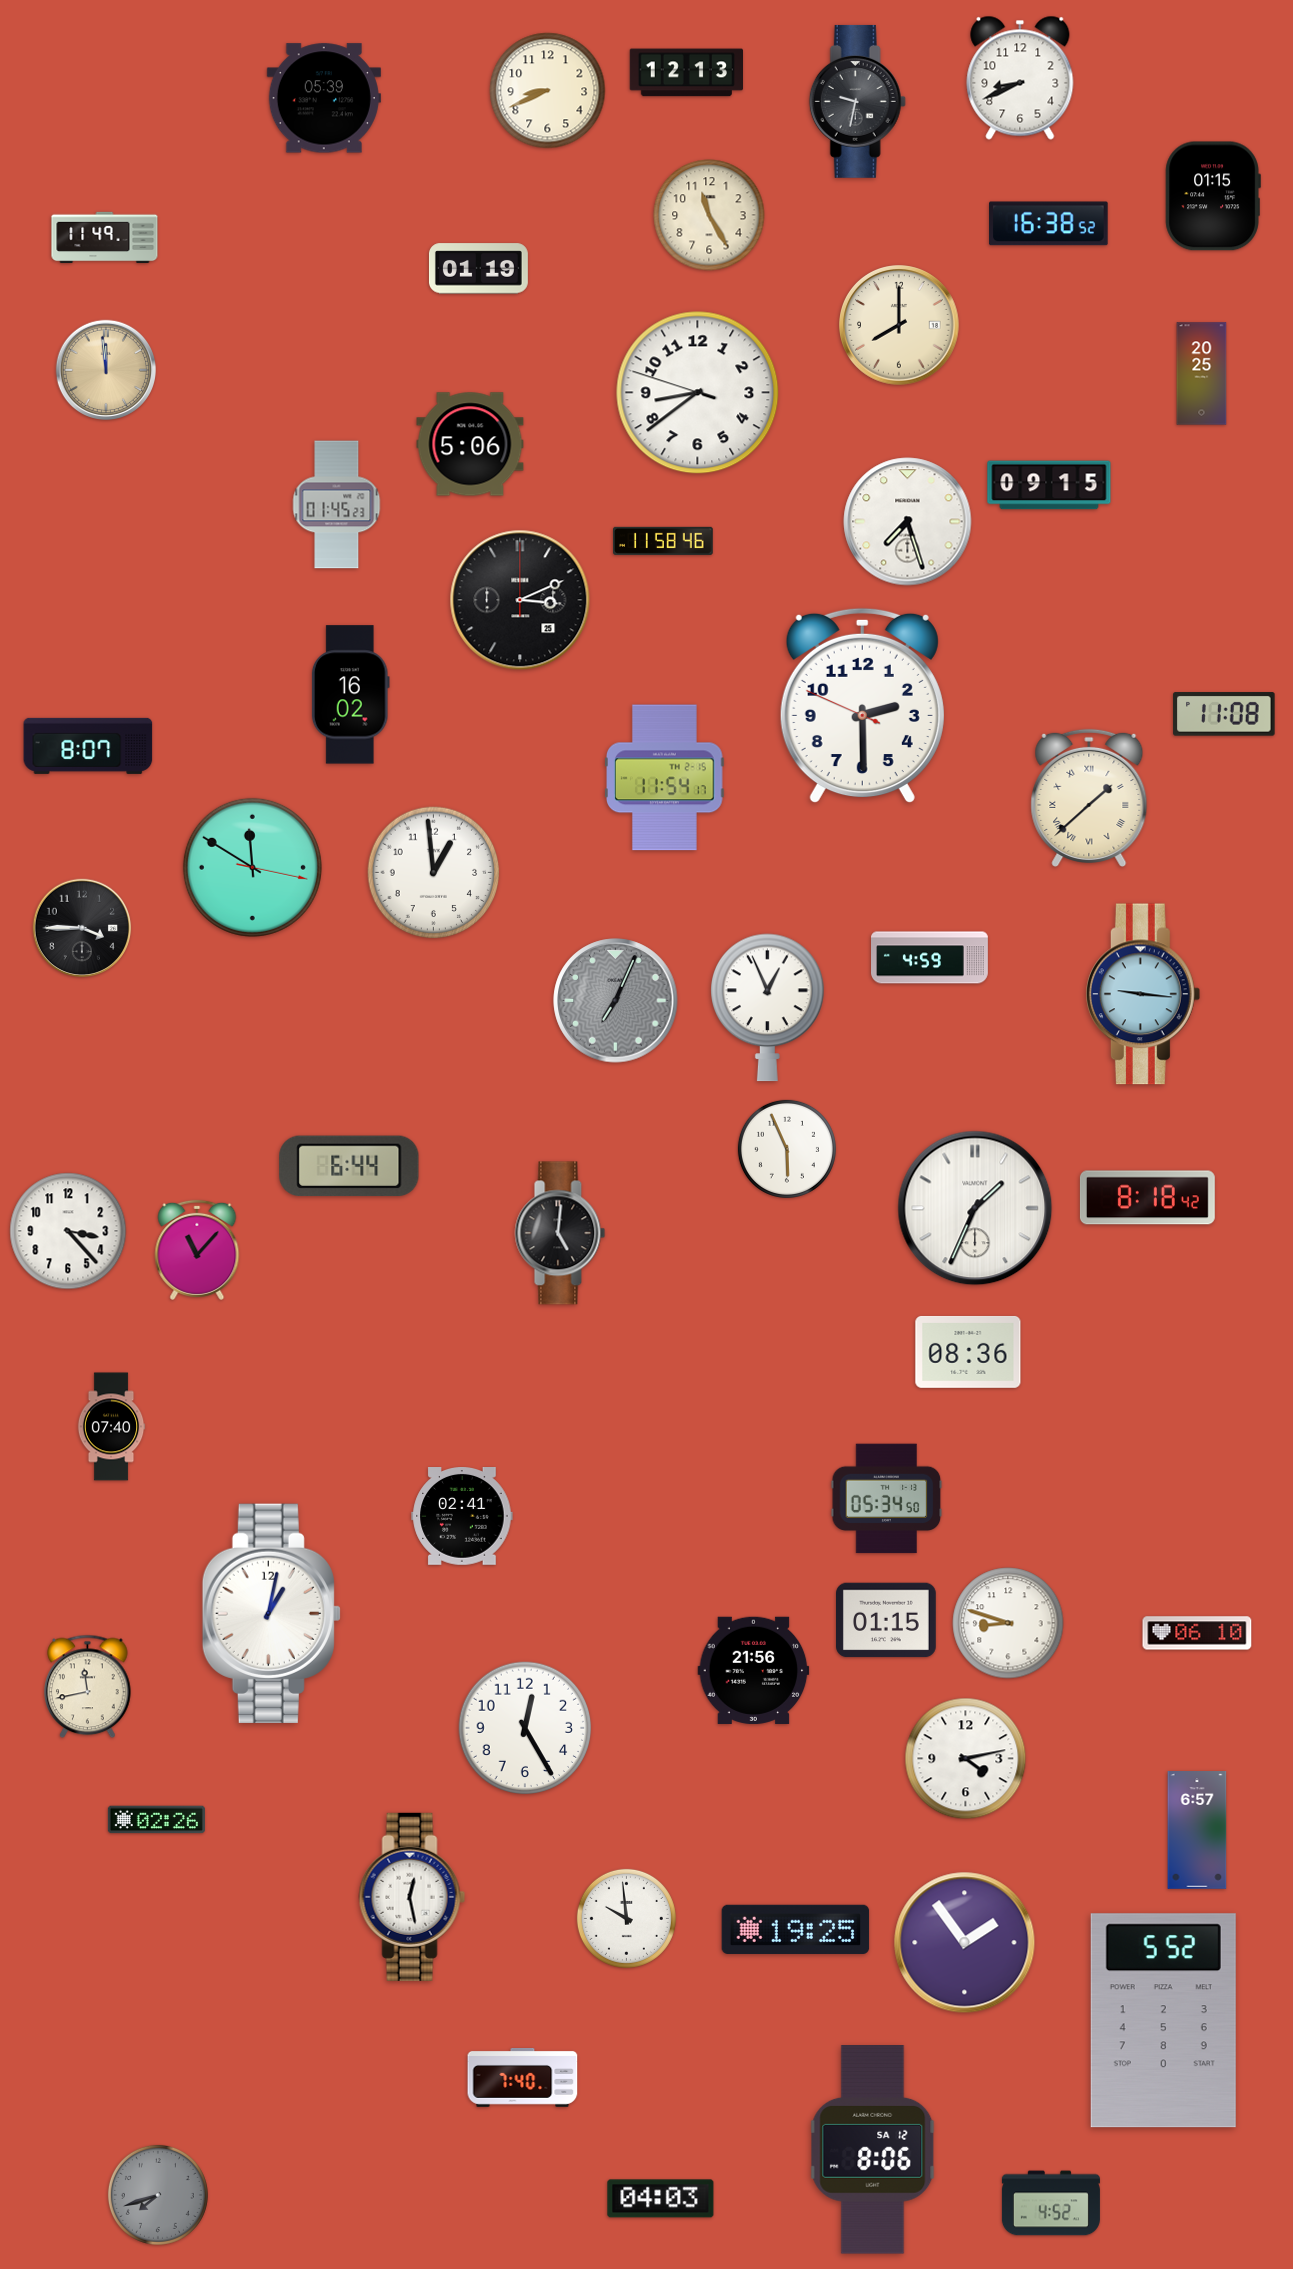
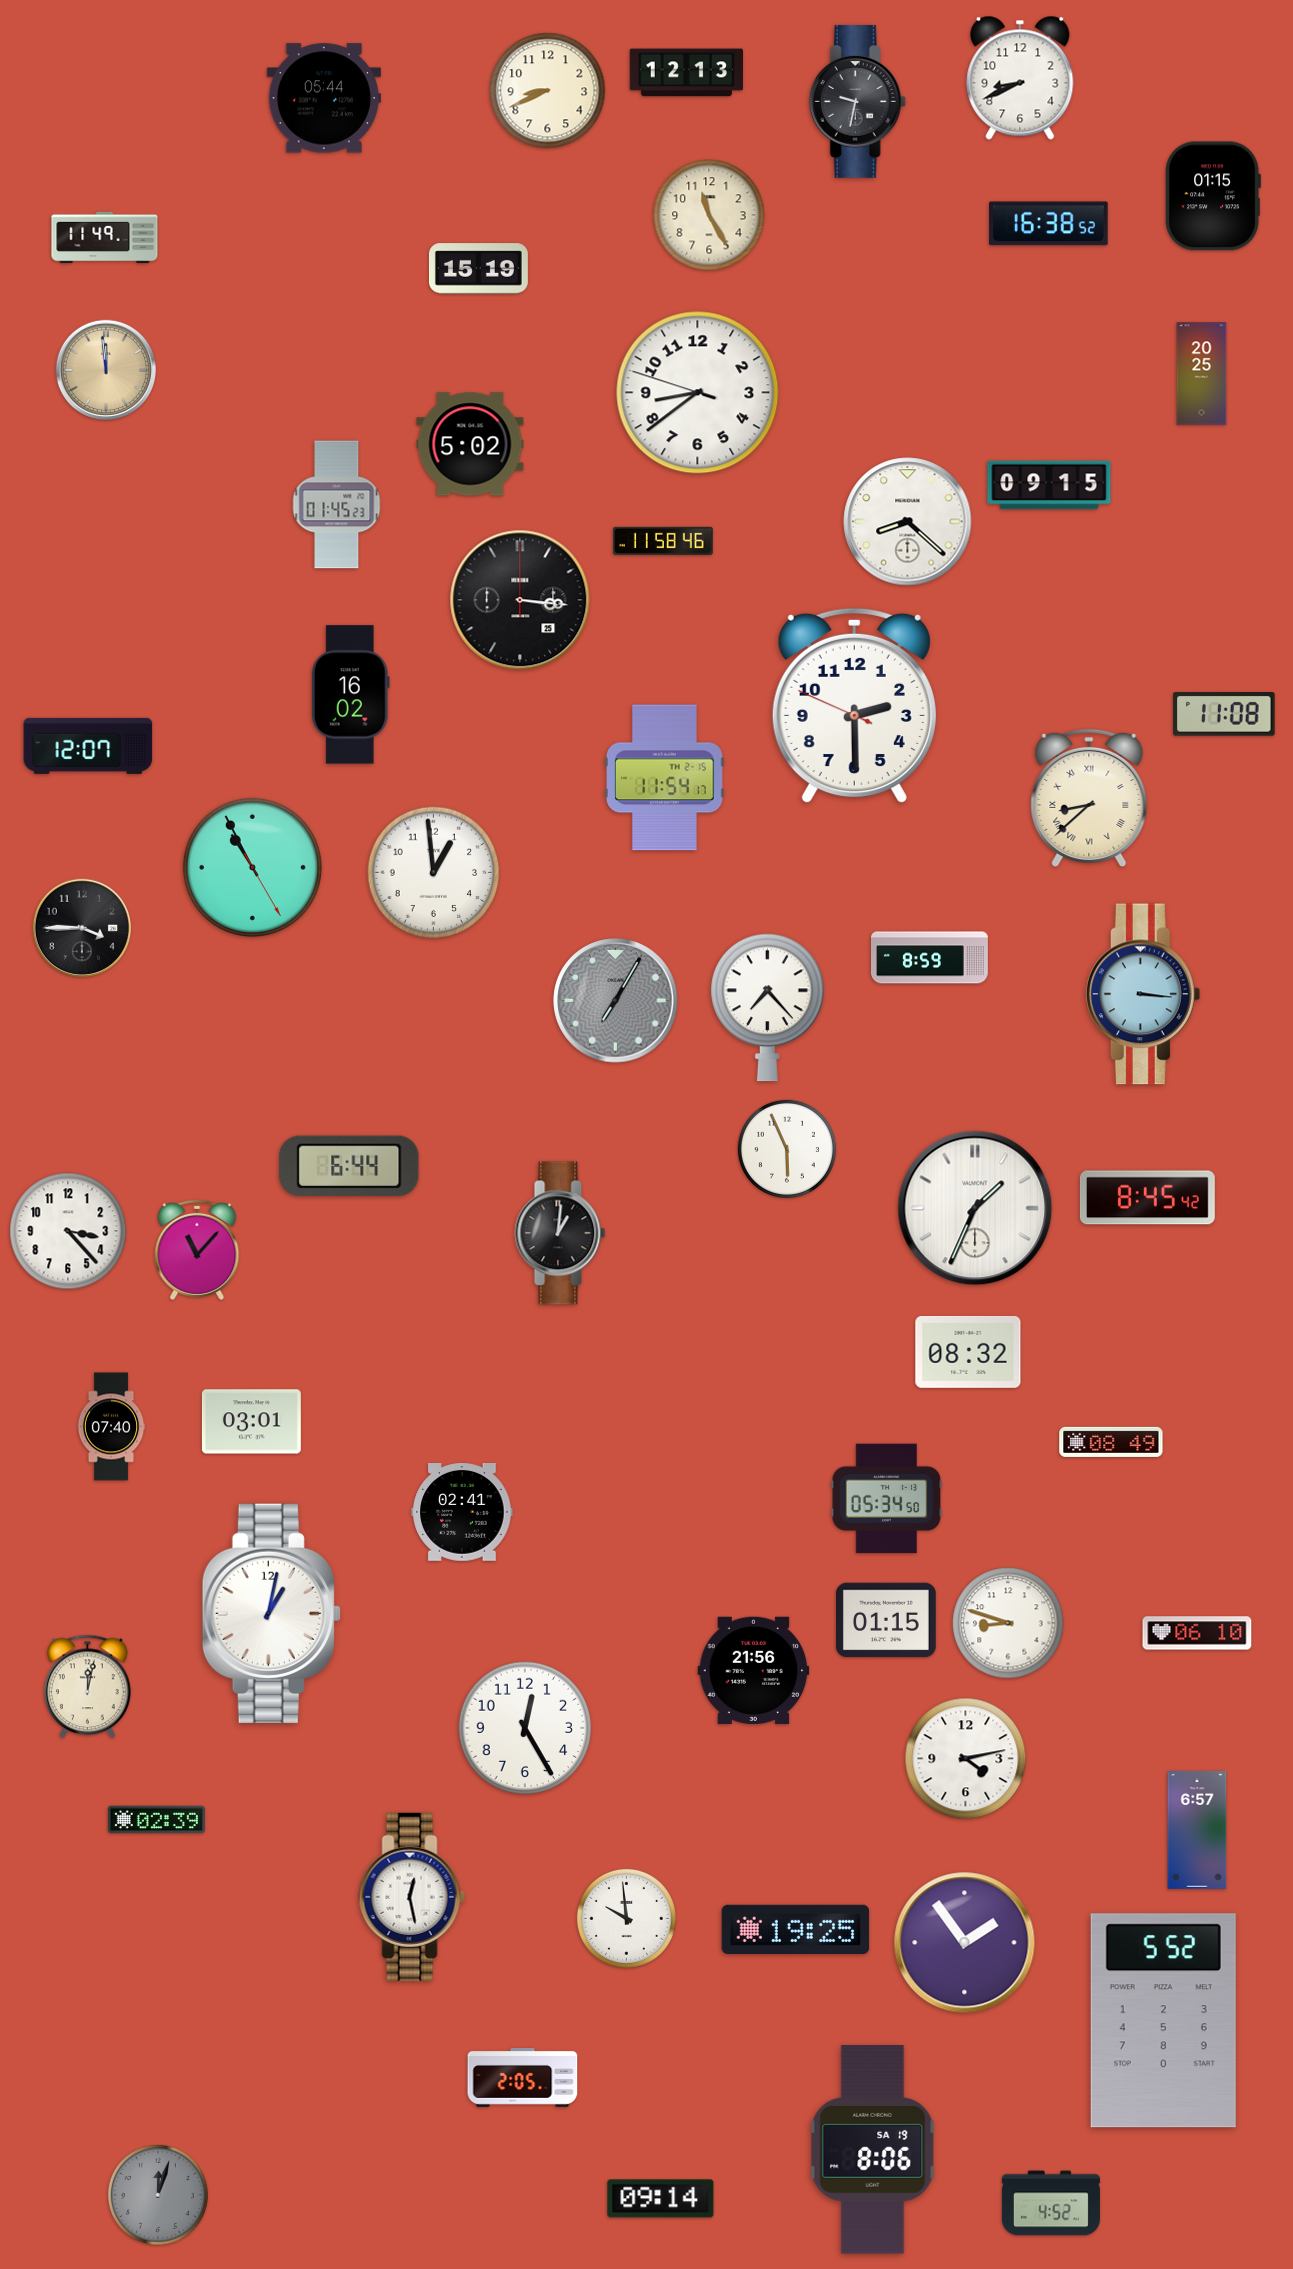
clock at (324, 98): 05:39 -> 05:44
clock at (478, 269): 01:19 -> 15:19
clock at (899, 325): 8:00 -> none
clock at (470, 444): 5:06 -> 5:02
clock at (908, 522): 7:27 -> 8:22
clock at (520, 600): 3:11 -> 3:16
clock at (862, 706) position: (862, 706) -> (854, 706)
clock at (88, 746): 8:07 -> 12:07
clock at (1089, 798): 1:38 -> 8:38
clock at (252, 867): 11:50 -> 10:55
clock at (930, 958): 4:59 -> 8:59
clock at (1143, 994): 9:16 -> 3:16
clock at (616, 1001): 7:04 -> 7:05
clock at (768, 1008): 12:56 -> 7:23
clock at (1147, 1198): 8:18 -> 8:45
clock at (560, 1233): 5:01 -> 1:01
clock at (968, 1352): 08:36 -> 08:32
clock at (251, 1422): none -> 03:01
clock at (1111, 1442): none -> 08:49
clock at (462, 1517) position: (462, 1517) -> (462, 1513)
clock at (88, 1687): 11:43 -> 12:02
clock at (156, 1820): 02:26 -> 02:39
clock at (523, 2078): 7:40 -> 2:05
clock at (873, 2150) date: SA 12 -> SA 19
clock at (158, 2195): 7:42 -> 12:03
clock at (661, 2199): 04:03 -> 09:14
